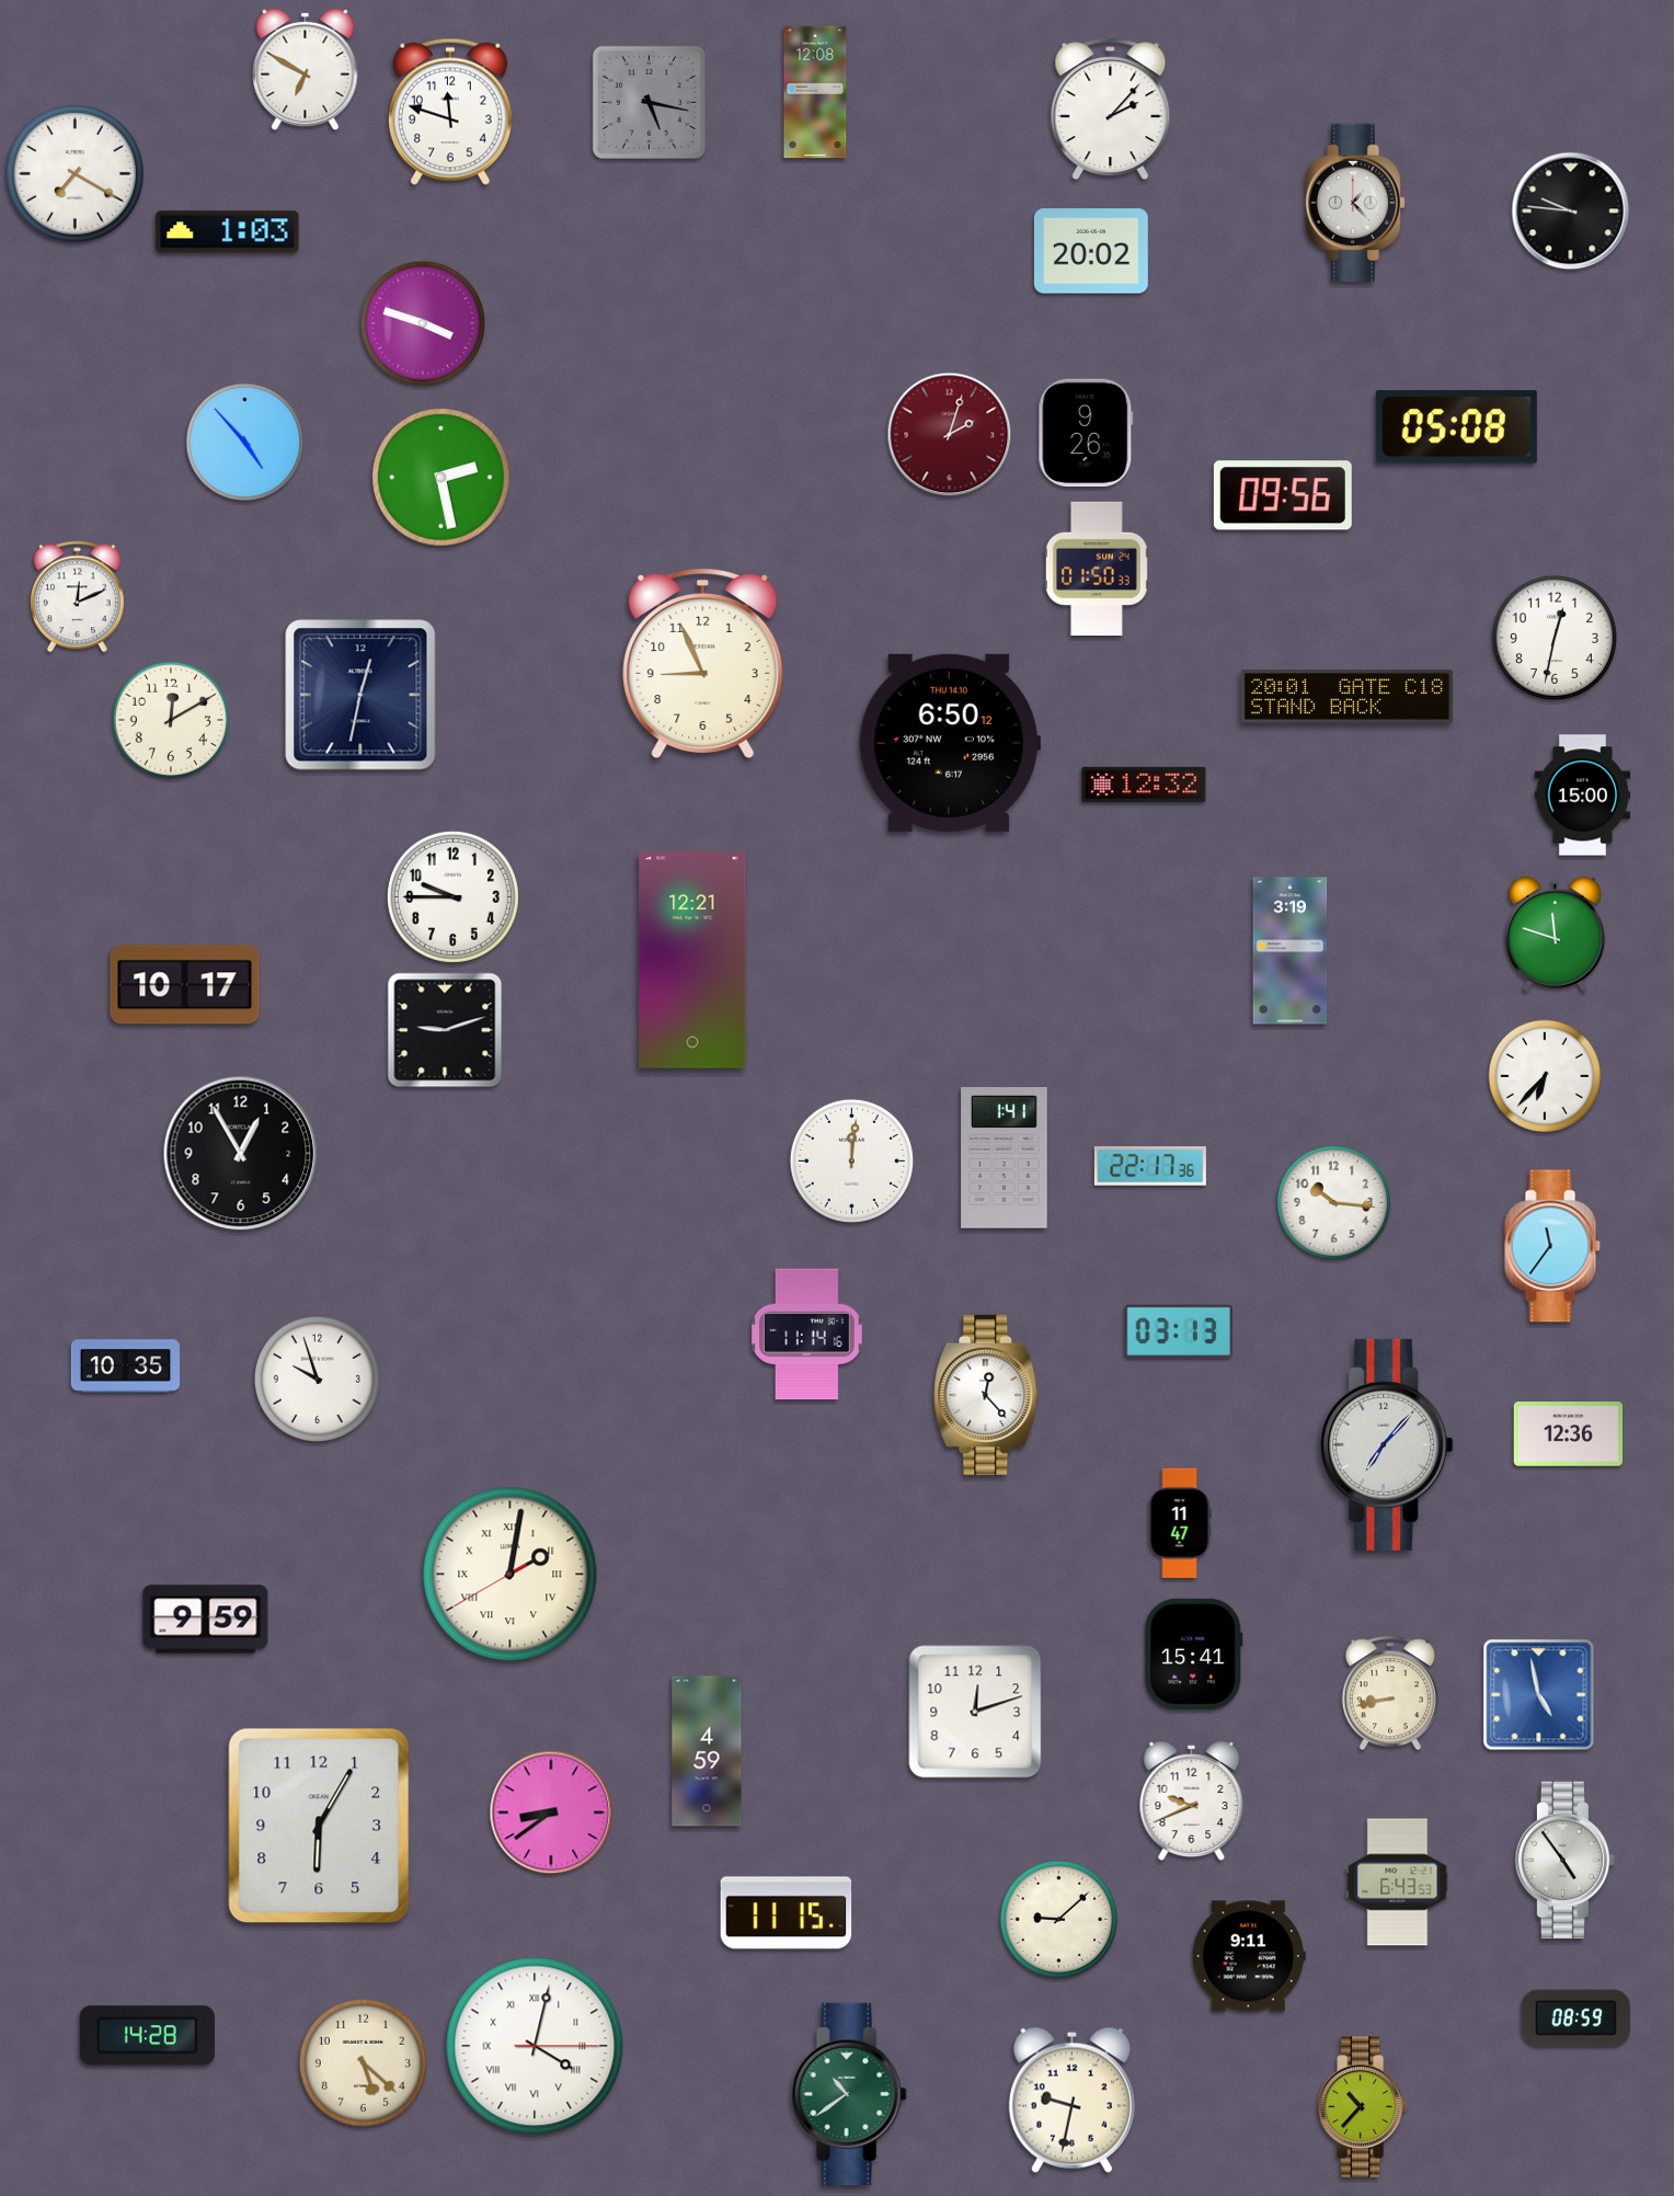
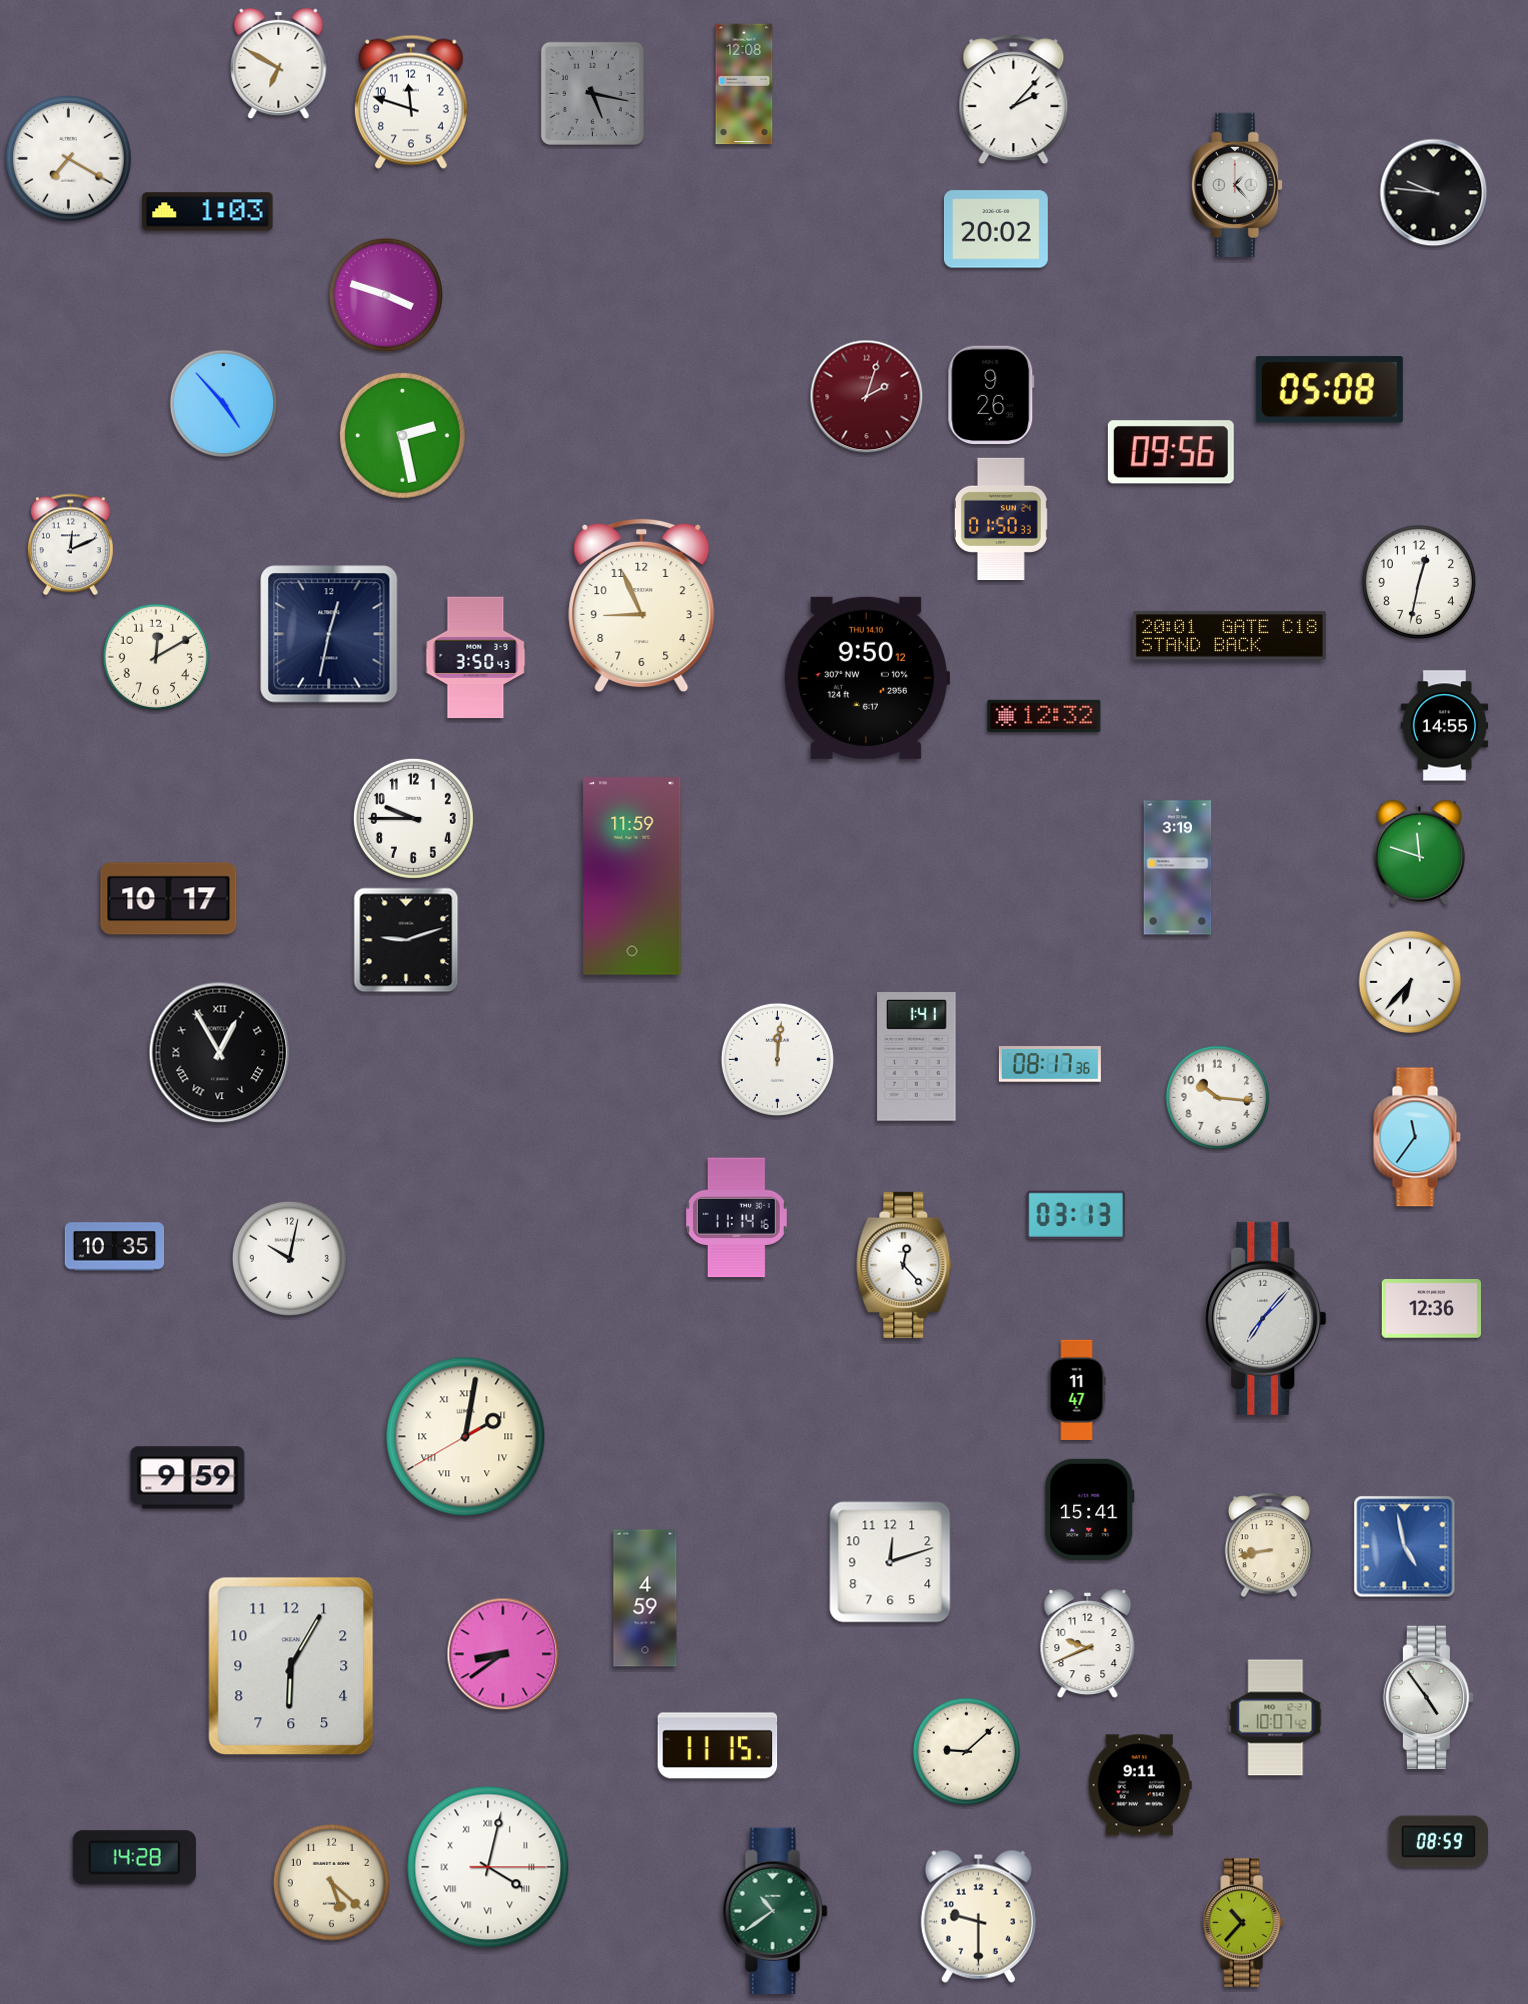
clock at (476, 658): none -> 3:50
clock at (949, 743): 6:50 -> 9:50
clock at (1583, 796): 15:00 -> 14:55
clock at (692, 960): 12:21 -> 11:59
clock at (241, 1154) numerals: Arabic -> Roman
clock at (1150, 1166): 22:17 -> 08:17
clock at (317, 1379): 9:57 -> 10:02
clock at (986, 1395) position: (986, 1395) -> (904, 1265)
clock at (1398, 1883): 6:43 -> 10:07
clock at (1071, 2100): 9:32 -> 9:30
